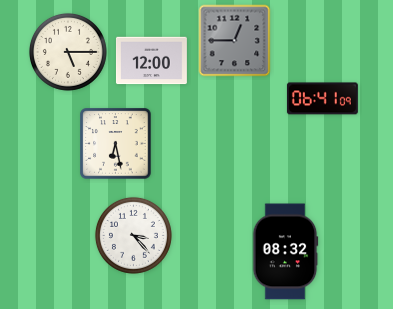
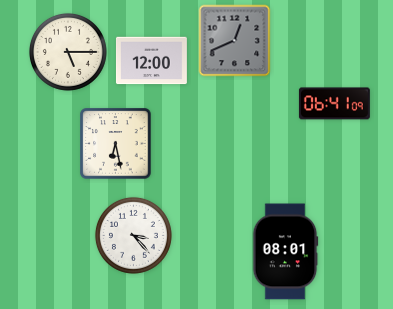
clock at (235, 41): 12:45 -> 12:41
clock at (322, 99) position: (322, 99) -> (334, 104)
clock at (285, 252): 08:32 -> 08:01
